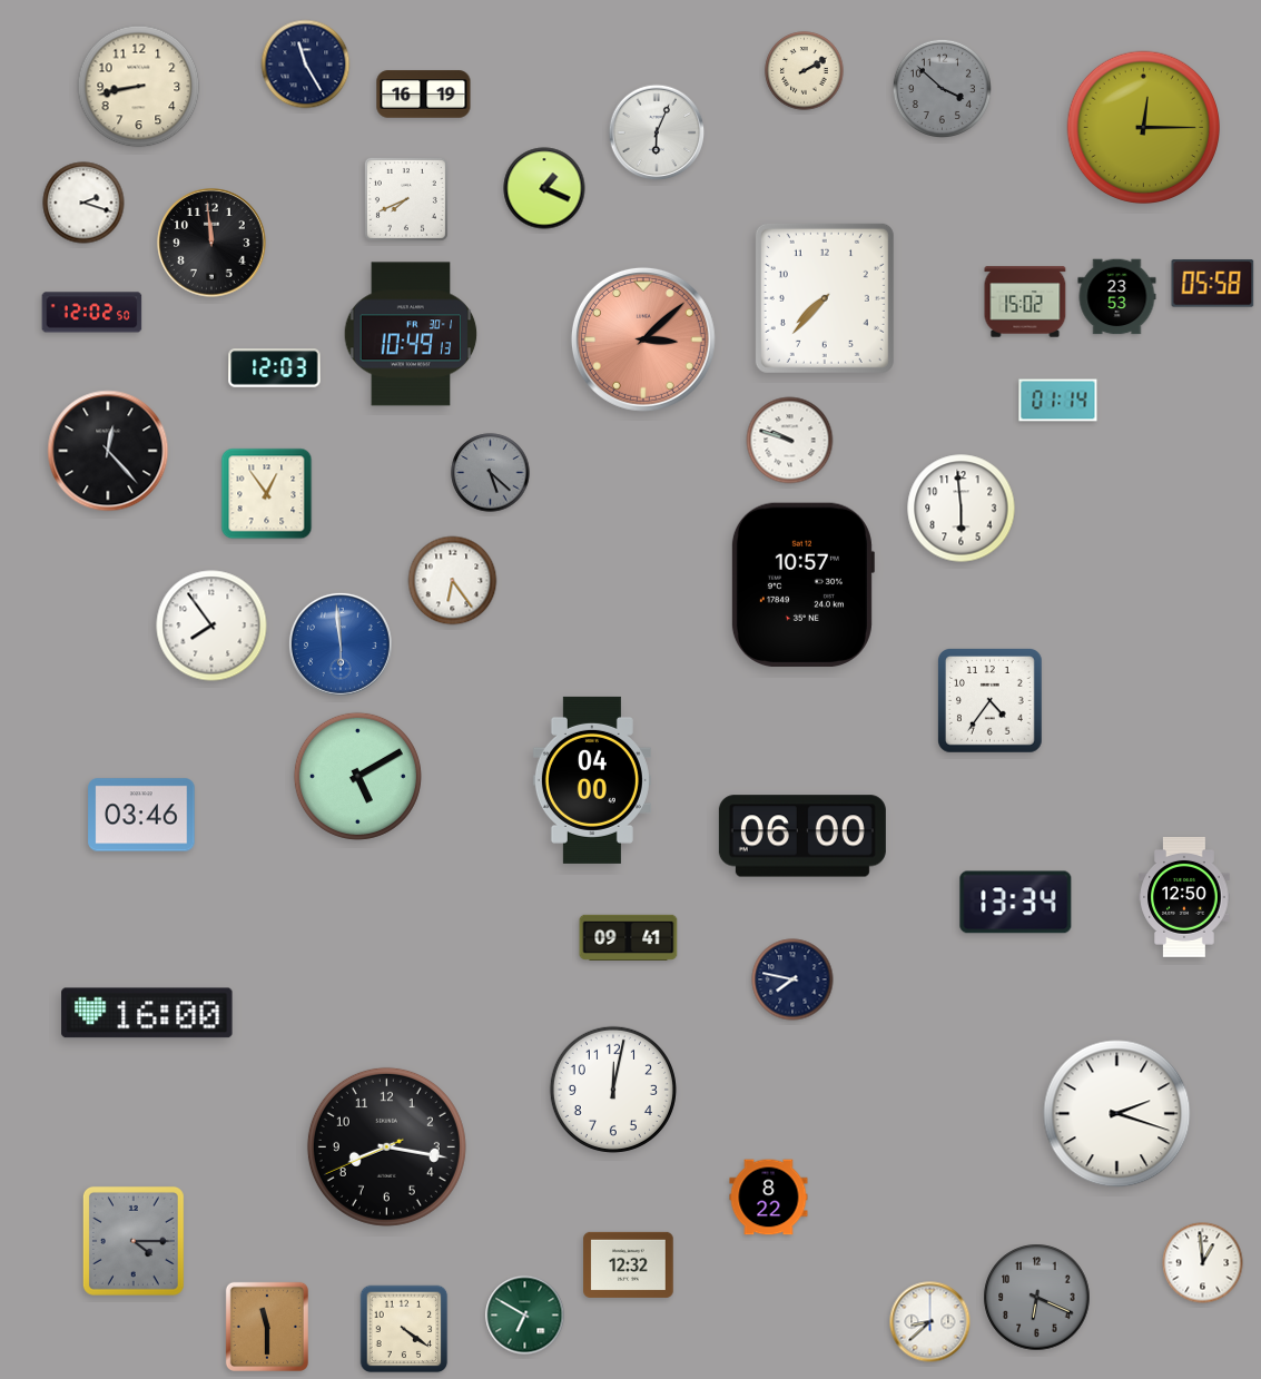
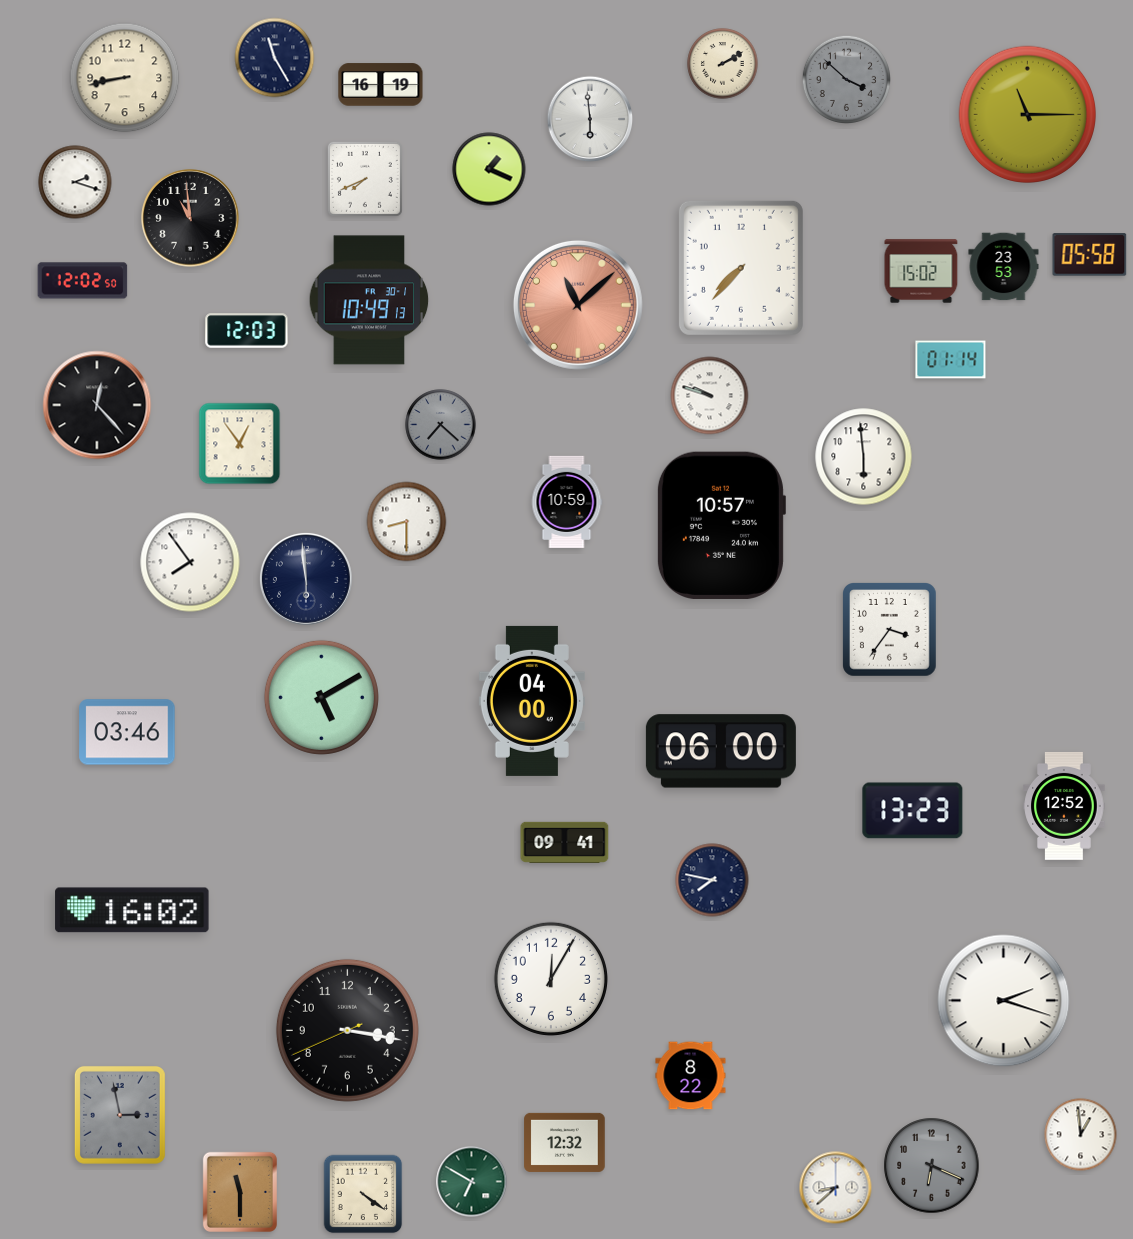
clock at (1144, 128): 12:15 -> 11:15
clock at (657, 132): 6:04 -> 5:59
clock at (211, 243): 11:59 -> 10:59
clock at (643, 339): 3:08 -> 11:08
clock at (491, 473): 5:22 -> 7:22
clock at (567, 502): none -> 10:59
clock at (453, 581): 6:24 -> 8:30
clock at (341, 644) dial: blue -> navy
clock at (991, 701): 4:36 -> 3:36
clock at (1184, 897): 12:50 -> 12:52
clock at (1016, 903): 13:34 -> 13:23
clock at (147, 1013): 16:00 -> 16:02
clock at (613, 1090): 12:02 -> 12:05
clock at (386, 1146): 8:16 -> 3:16
clock at (134, 1241): 4:15 -> 2:58
clock at (629, 1264) position: (629, 1264) -> (565, 1142)
